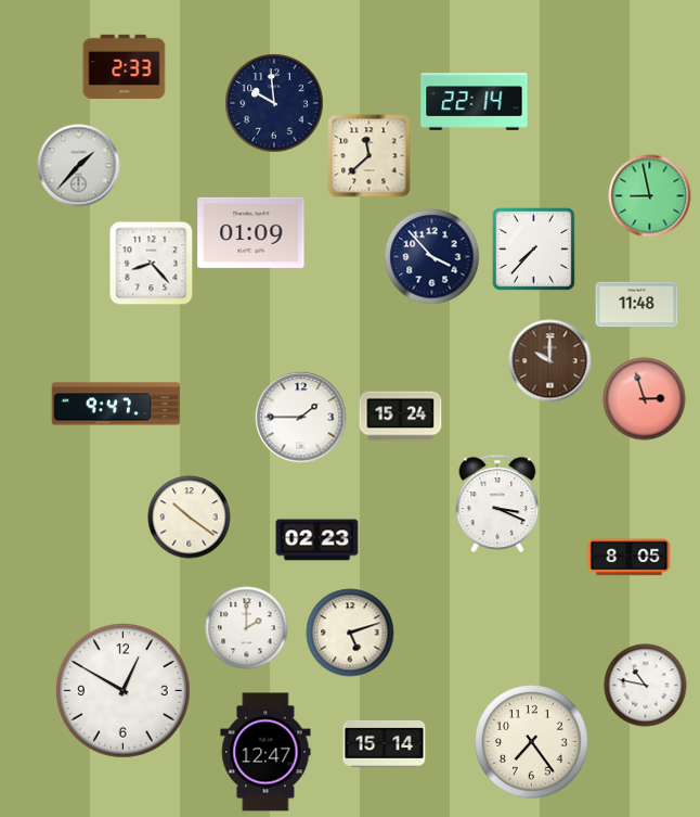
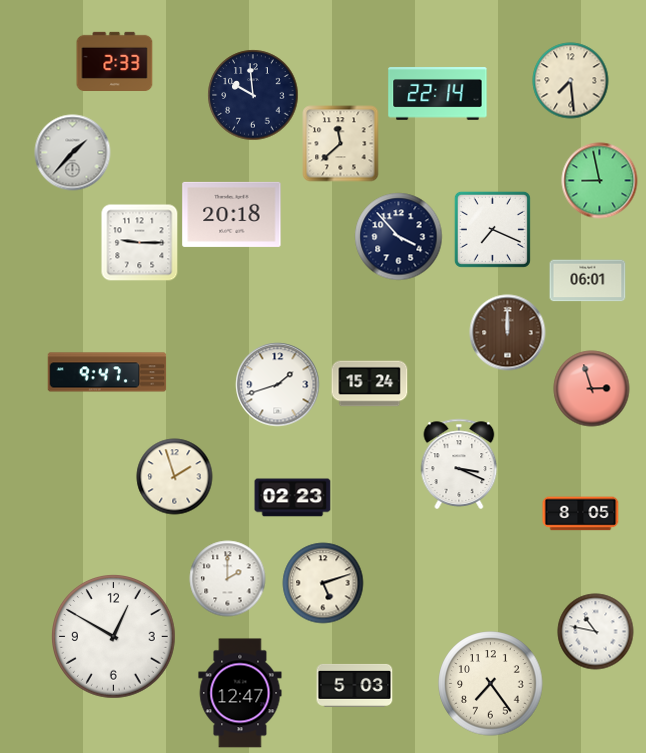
clock at (571, 81): none -> 7:29
clock at (251, 232): 01:09 -> 20:18
clock at (533, 248): 7:37 -> 7:19
clock at (152, 264): 8:23 -> 9:15
clock at (637, 305): 11:48 -> 06:01
clock at (550, 361): 10:00 -> 12:00
clock at (645, 399) position: (645, 399) -> (592, 389)
clock at (301, 418): 1:45 -> 1:42
clock at (190, 518): 10:21 -> 1:57
clock at (385, 743): 15:14 -> 5:03
clock at (265, 752) position: (265, 752) -> (240, 693)
